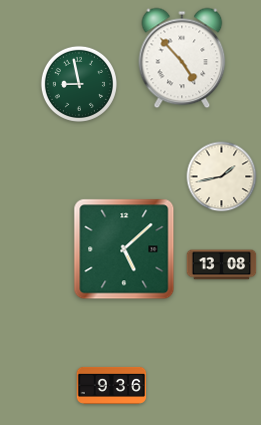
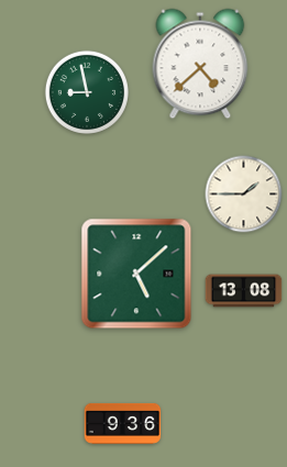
clock at (182, 58): 4:53 -> 4:38
clock at (222, 177): 1:43 -> 1:45
